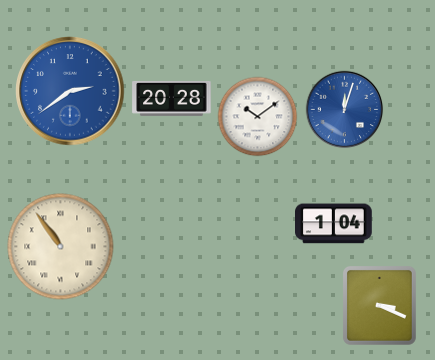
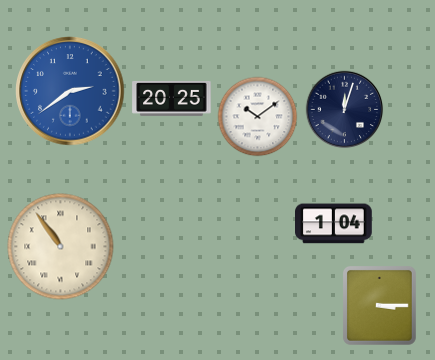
clock at (172, 98): 20:28 -> 20:25
clock at (344, 109) dial: blue -> navy
clock at (379, 305): 3:19 -> 3:15
